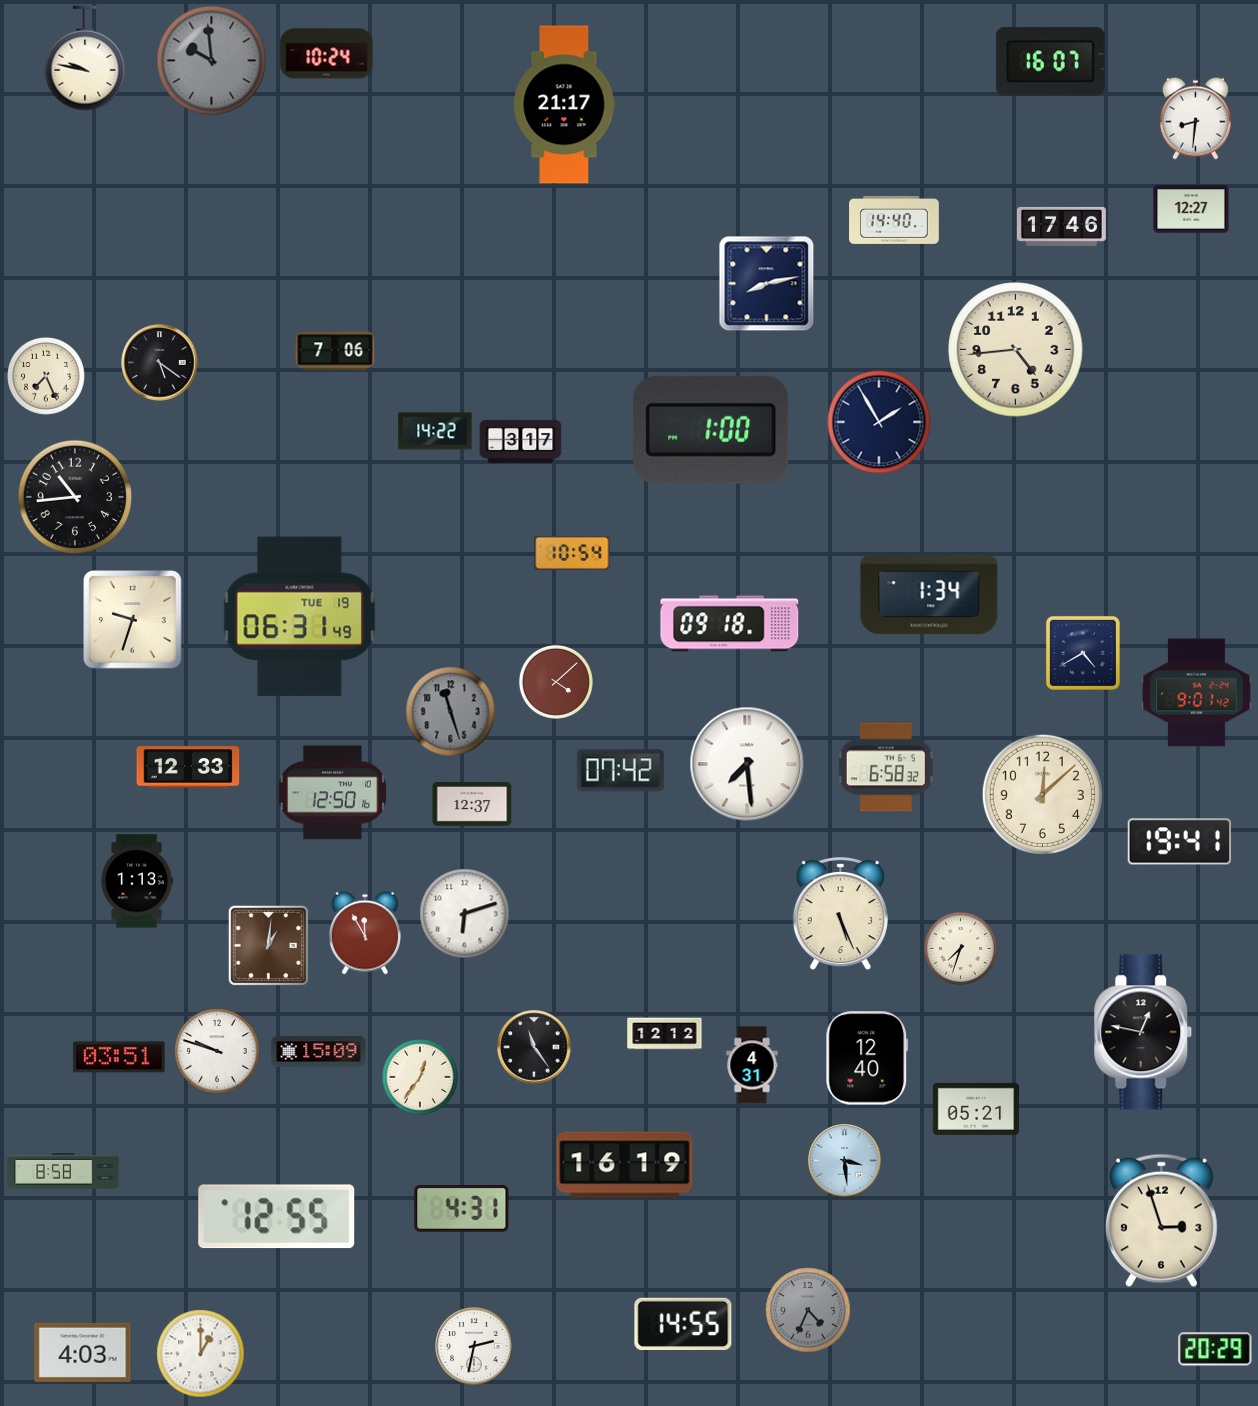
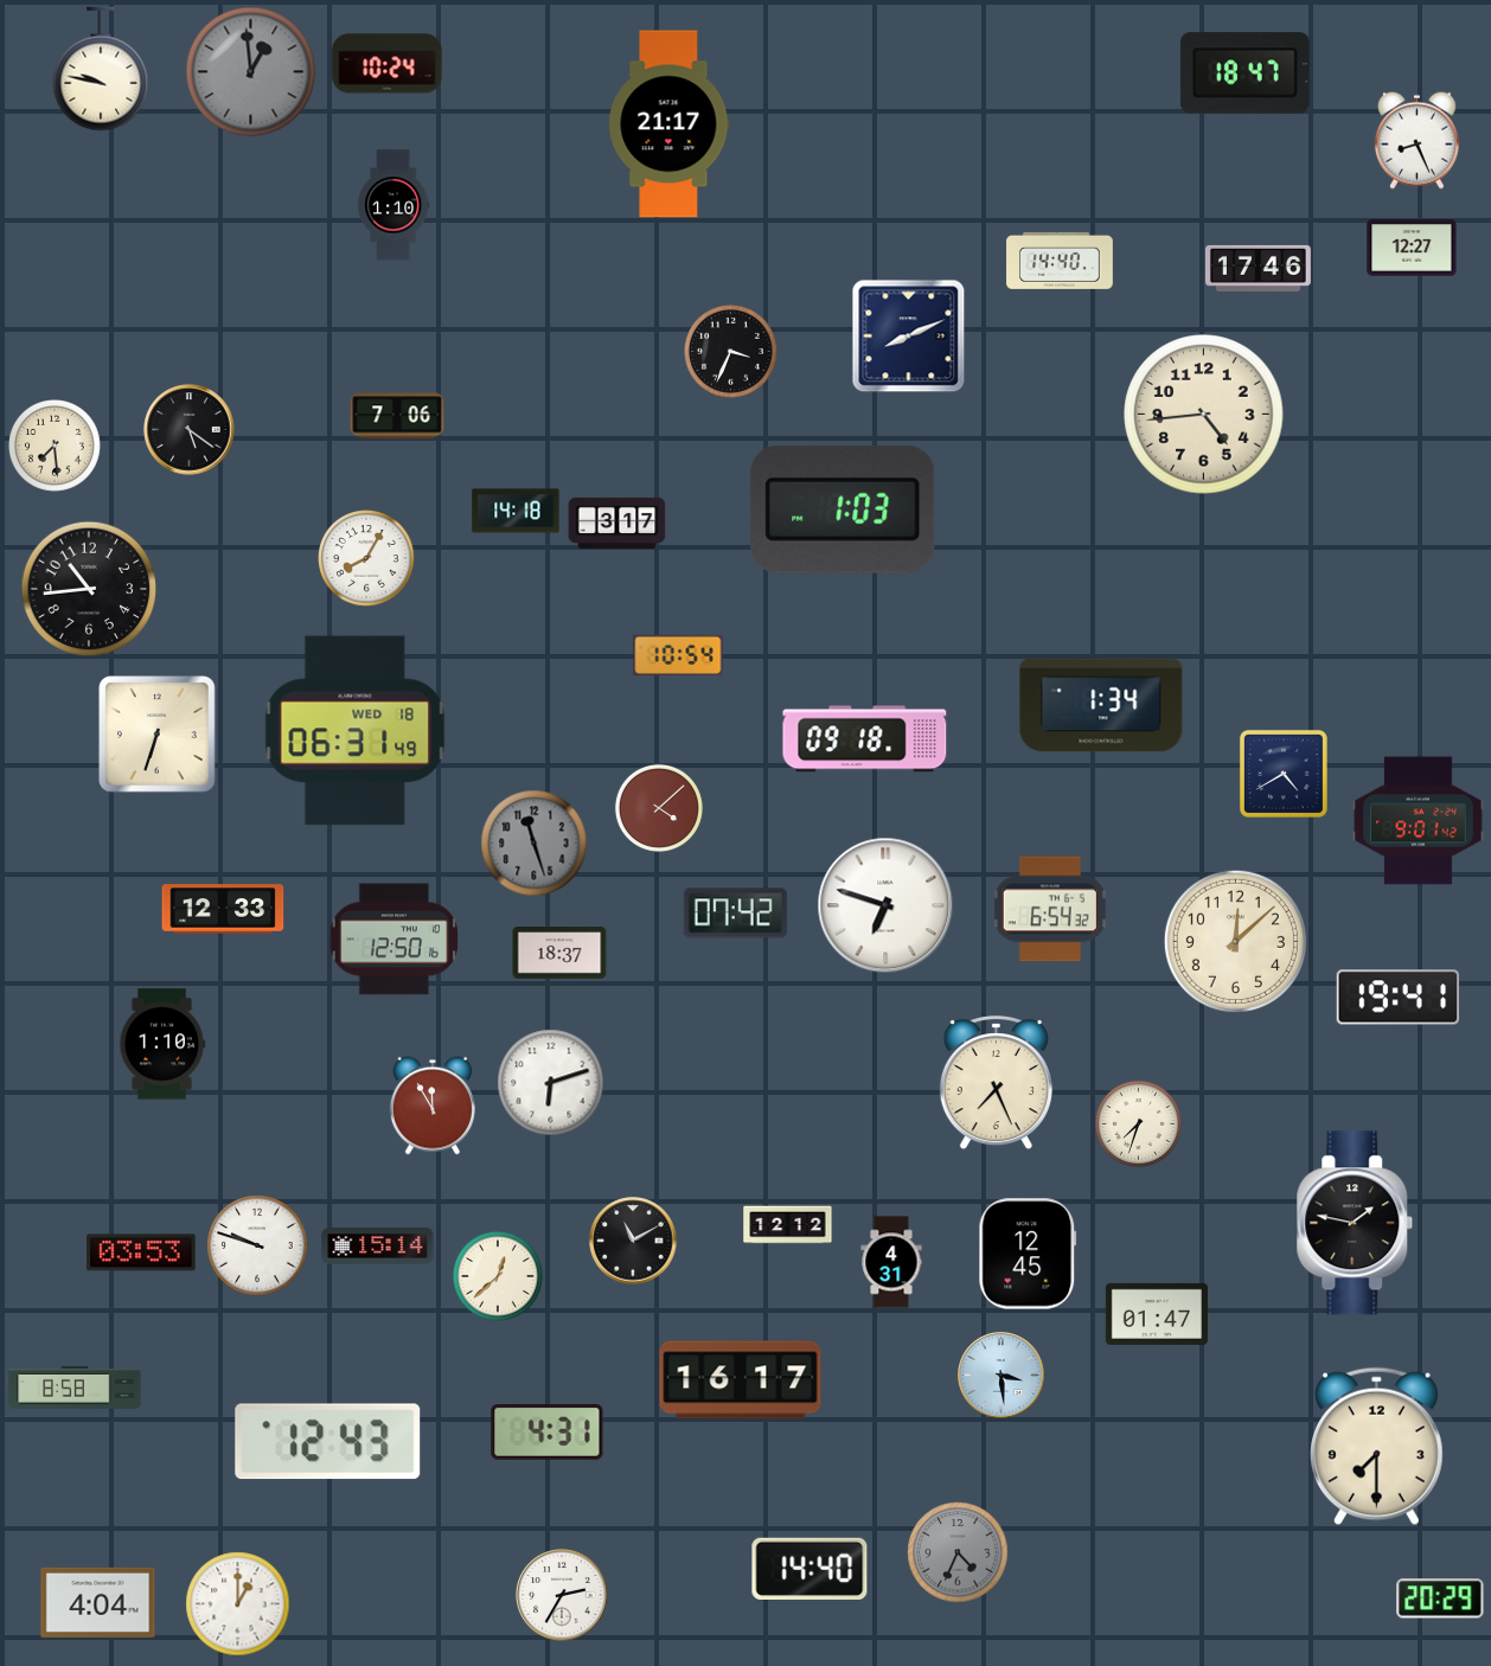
clock at (212, 61): 9:59 -> 12:59
clock at (1050, 62): 16:07 -> 18:47
clock at (1195, 118): 8:31 -> 8:26
clock at (395, 205): none -> 1:10
clock at (767, 284): 8:13 -> 8:11
clock at (731, 352): none -> 3:34
clock at (47, 377): 7:26 -> 7:29
clock at (879, 422): 1:55 -> none
clock at (711, 430): 1:00 -> 1:03
clock at (435, 431): 14:22 -> 14:18
clock at (366, 558): none -> 8:05
clock at (300, 617) date: TUE 19 -> WED 18
clock at (133, 620): 9:33 -> 6:33
clock at (747, 764): 7:29 -> 6:48
clock at (886, 767): 6:58 -> 6:54
clock at (472, 805): 12:37 -> 18:37
clock at (137, 881): 1:13 -> 1:10
clock at (840, 915): 5:26 -> 7:26
clock at (268, 945): 1:01 -> none
clock at (1143, 1032): 12:47 -> 1:47
clock at (534, 1047): 11:24 -> 11:10
clock at (319, 1051): 15:09 -> 15:14
clock at (119, 1057): 03:51 -> 03:53
clock at (867, 1058): 12:40 -> 12:45
clock at (420, 1077): 12:36 -> 12:38
clock at (976, 1109): 05:21 -> 01:47
clock at (625, 1165): 16:19 -> 16:17
clock at (277, 1217): 12:55 -> 12:43
clock at (1161, 1221): 2:57 -> 7:30
clock at (683, 1323): 14:55 -> 14:40
clock at (474, 1346): 2:32 -> 2:35
clock at (83, 1352): 4:03 -> 4:04
